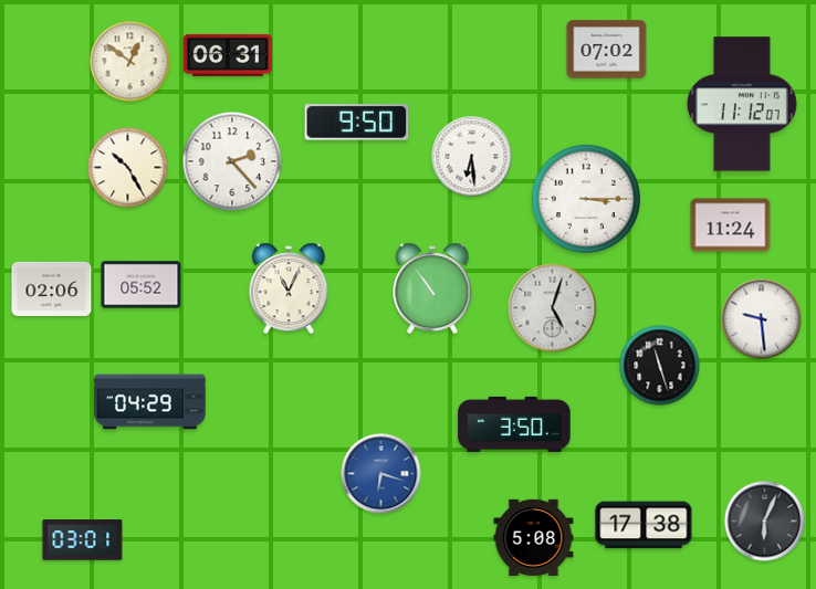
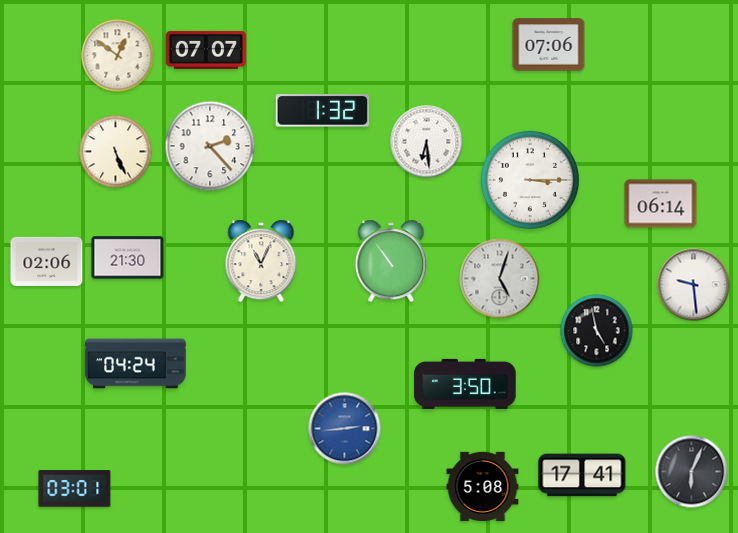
clock at (607, 50): 07:02 -> 07:06
clock at (228, 55): 06:31 -> 07:07
clock at (743, 104): 11:12 -> none
clock at (357, 123): 9:50 -> 1:32
clock at (128, 168): 10:25 -> 5:26
clock at (731, 225): 11:24 -> 06:14
clock at (142, 285): 05:52 -> 21:30
clock at (762, 319) position: (762, 319) -> (694, 285)
clock at (660, 366): 11:27 -> 4:58
clock at (150, 402): 04:29 -> 04:24
clock at (381, 474): 6:18 -> 2:44
clock at (644, 525): 17:38 -> 17:41
